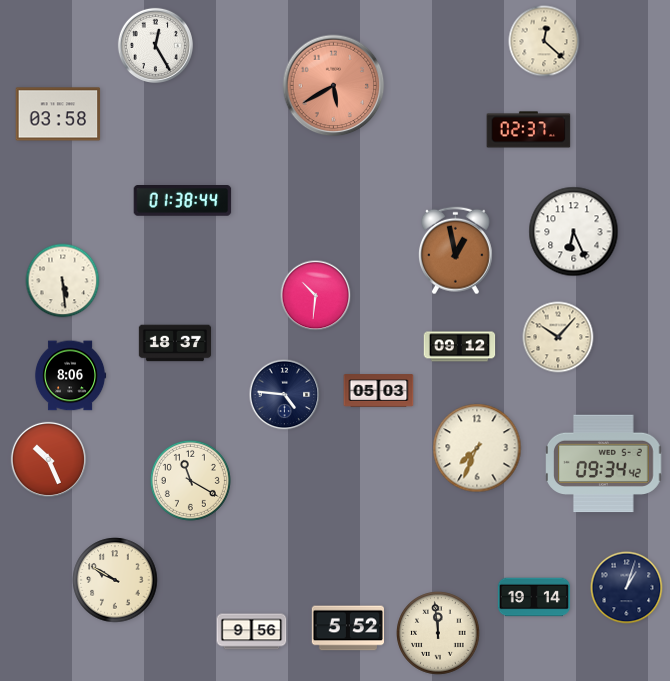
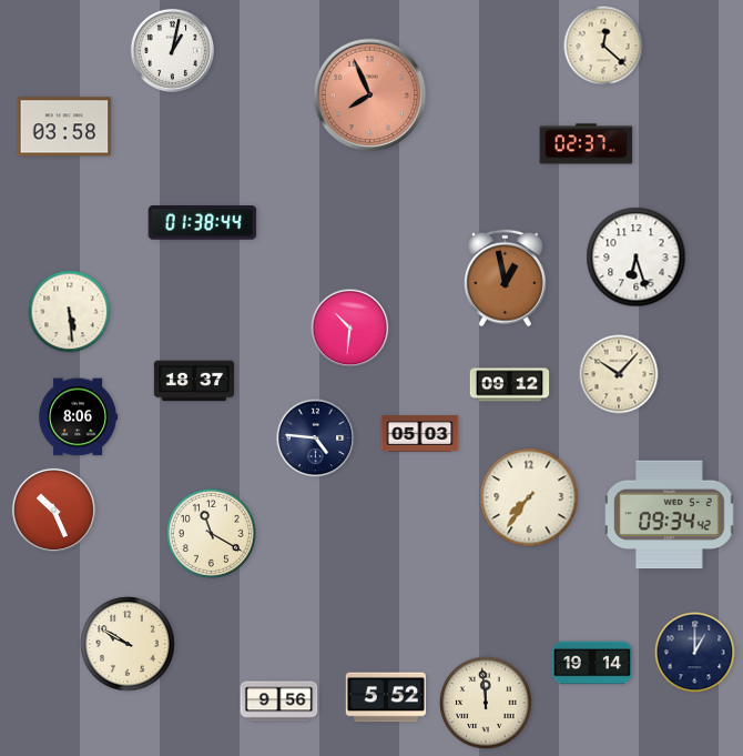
clock at (155, 45): 12:25 -> 1:02
clock at (334, 86): 5:40 -> 7:56
clock at (574, 232): 6:26 -> 6:27
clock at (477, 448): 7:34 -> 7:36
clock at (627, 588): 1:03 -> 1:00
